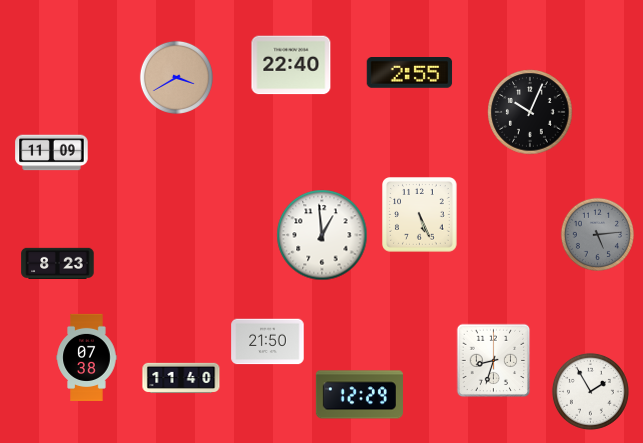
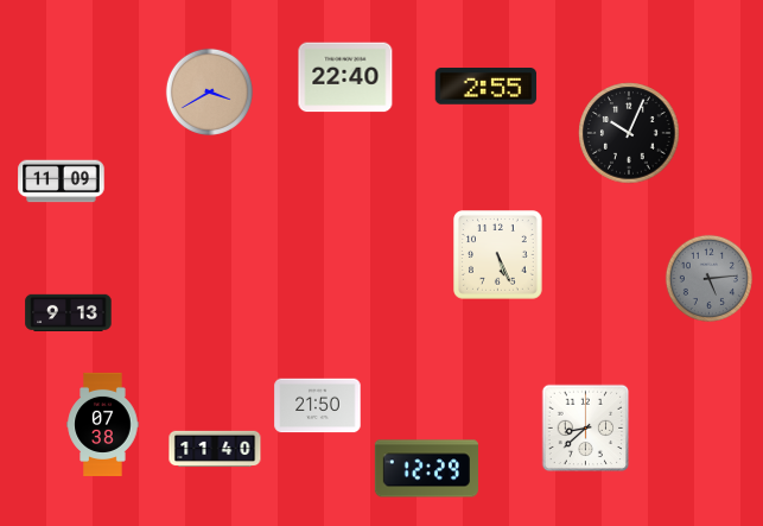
clock at (322, 235): 12:59 -> none
clock at (58, 263): 8:23 -> 9:13
clock at (494, 361): 8:33 -> 8:38
clock at (590, 391): 1:55 -> none
